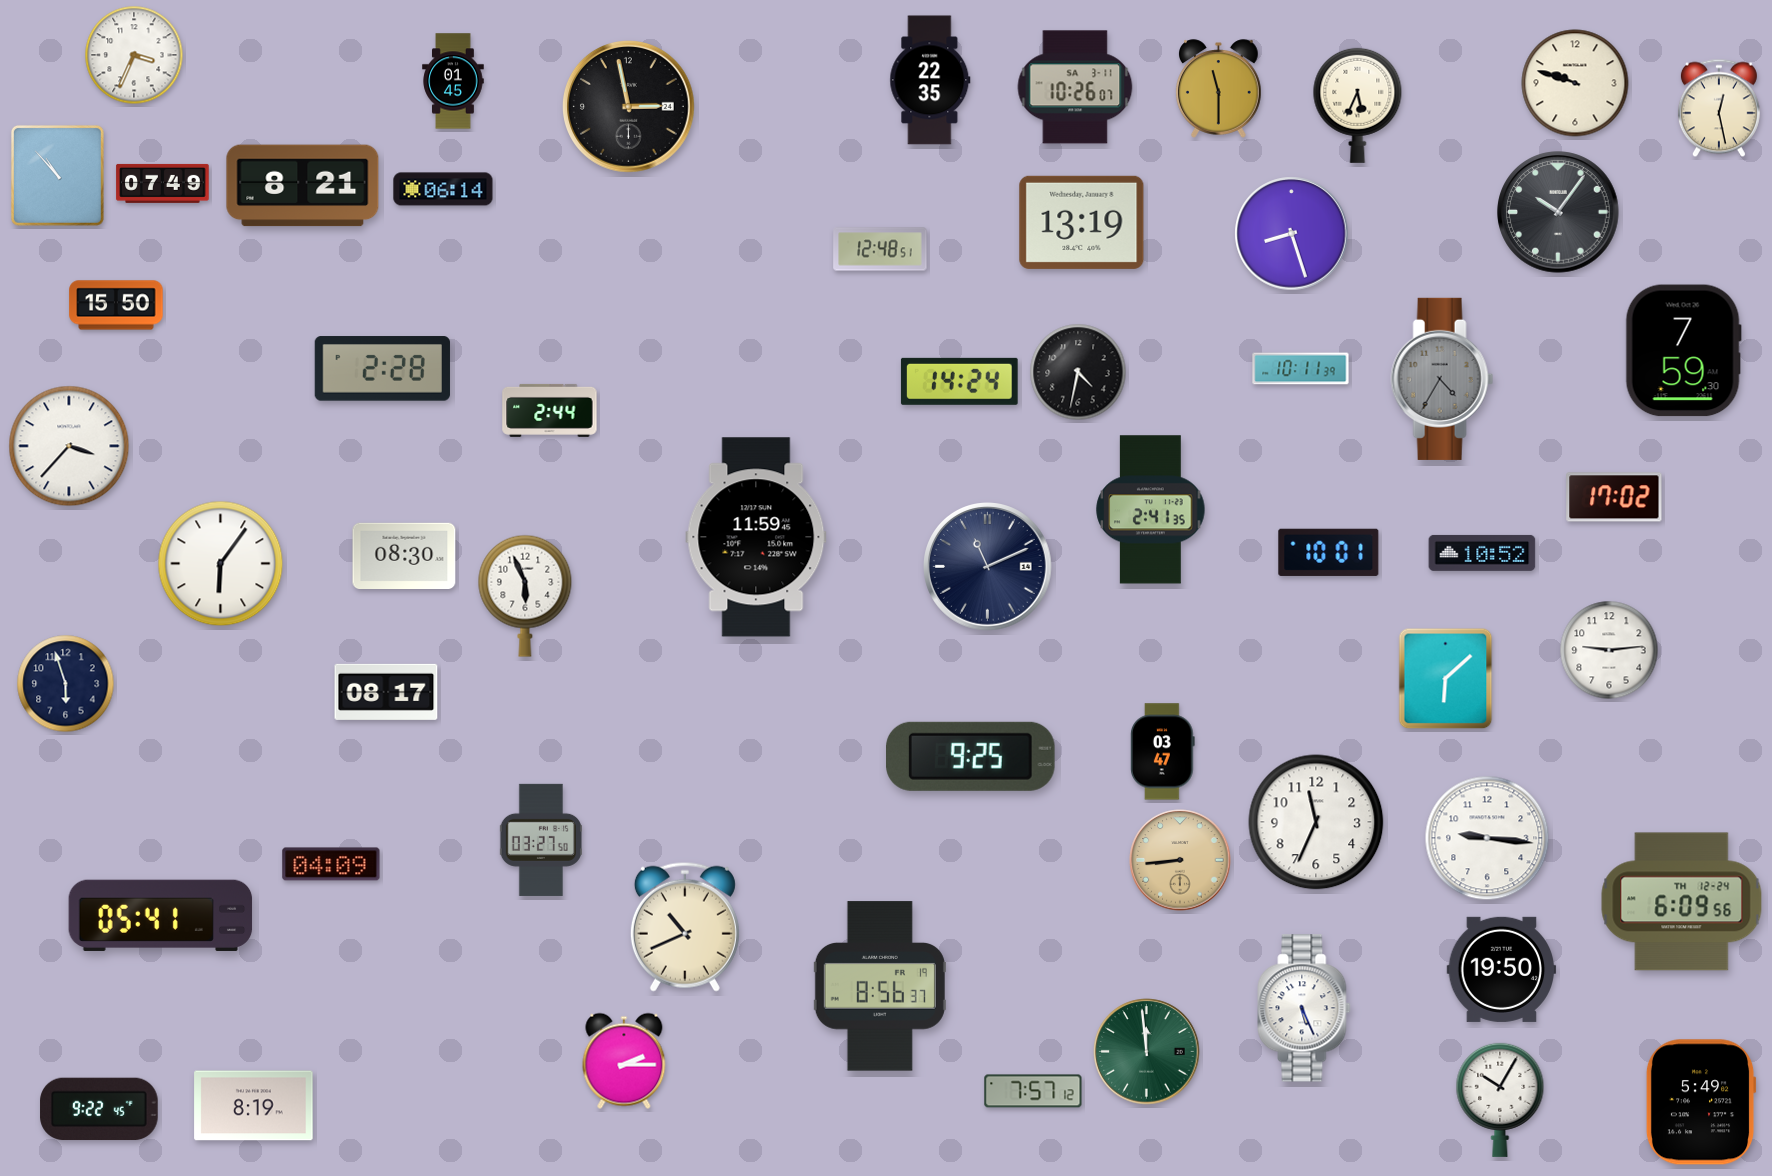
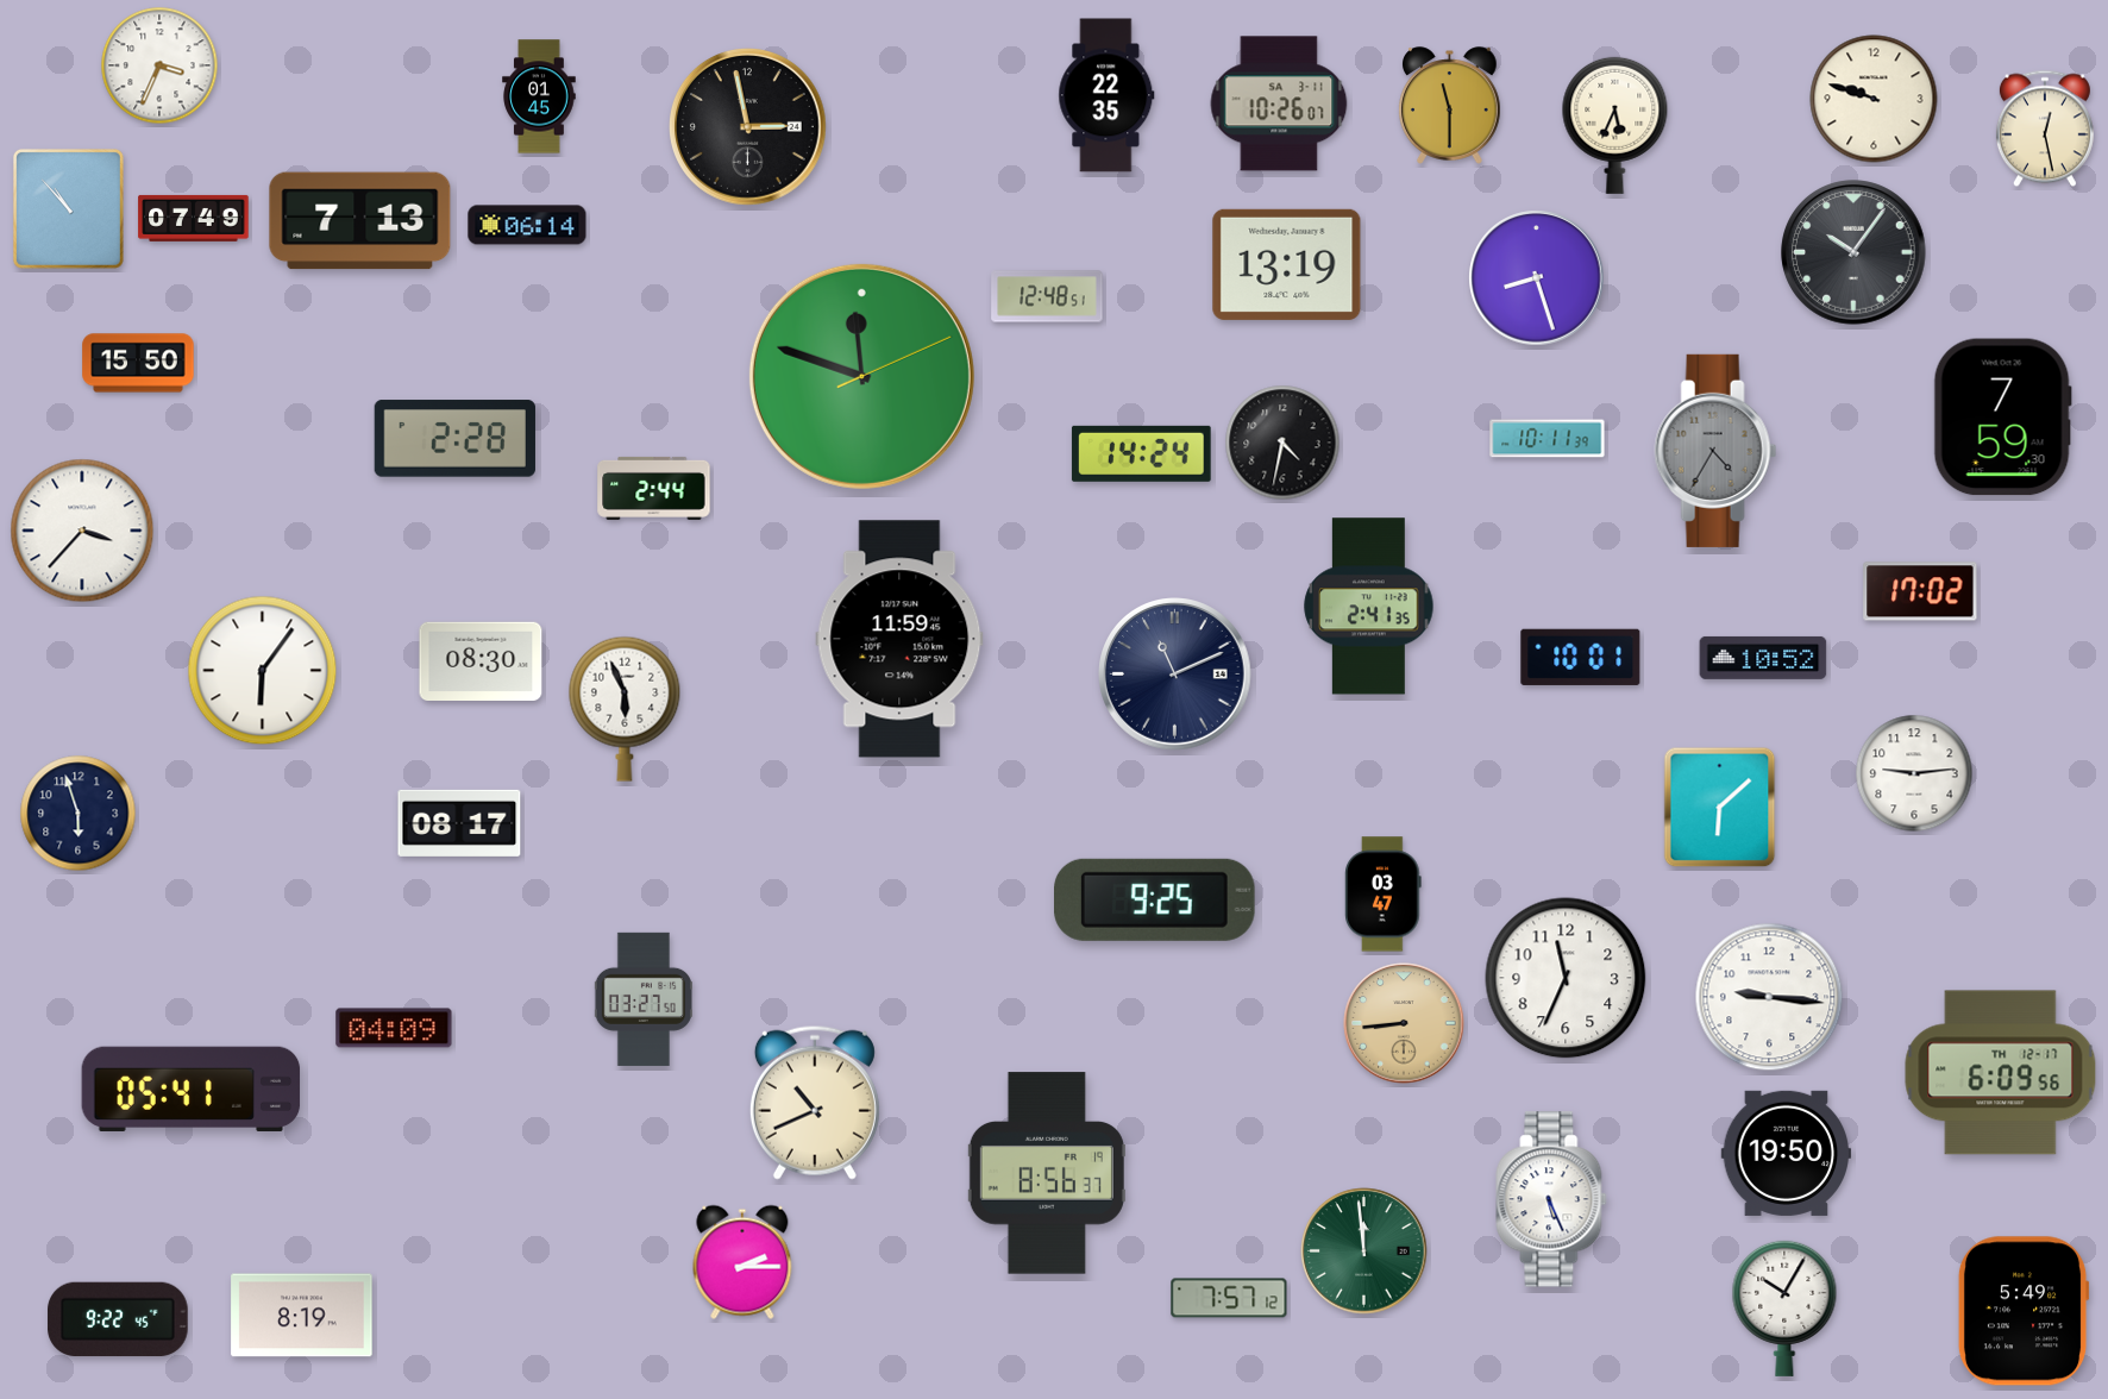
clock at (303, 186): 8:21 -> 7:13
clock at (861, 376): none -> 11:48
clock at (1682, 902) date: TH 12-24 -> TH 12-17
